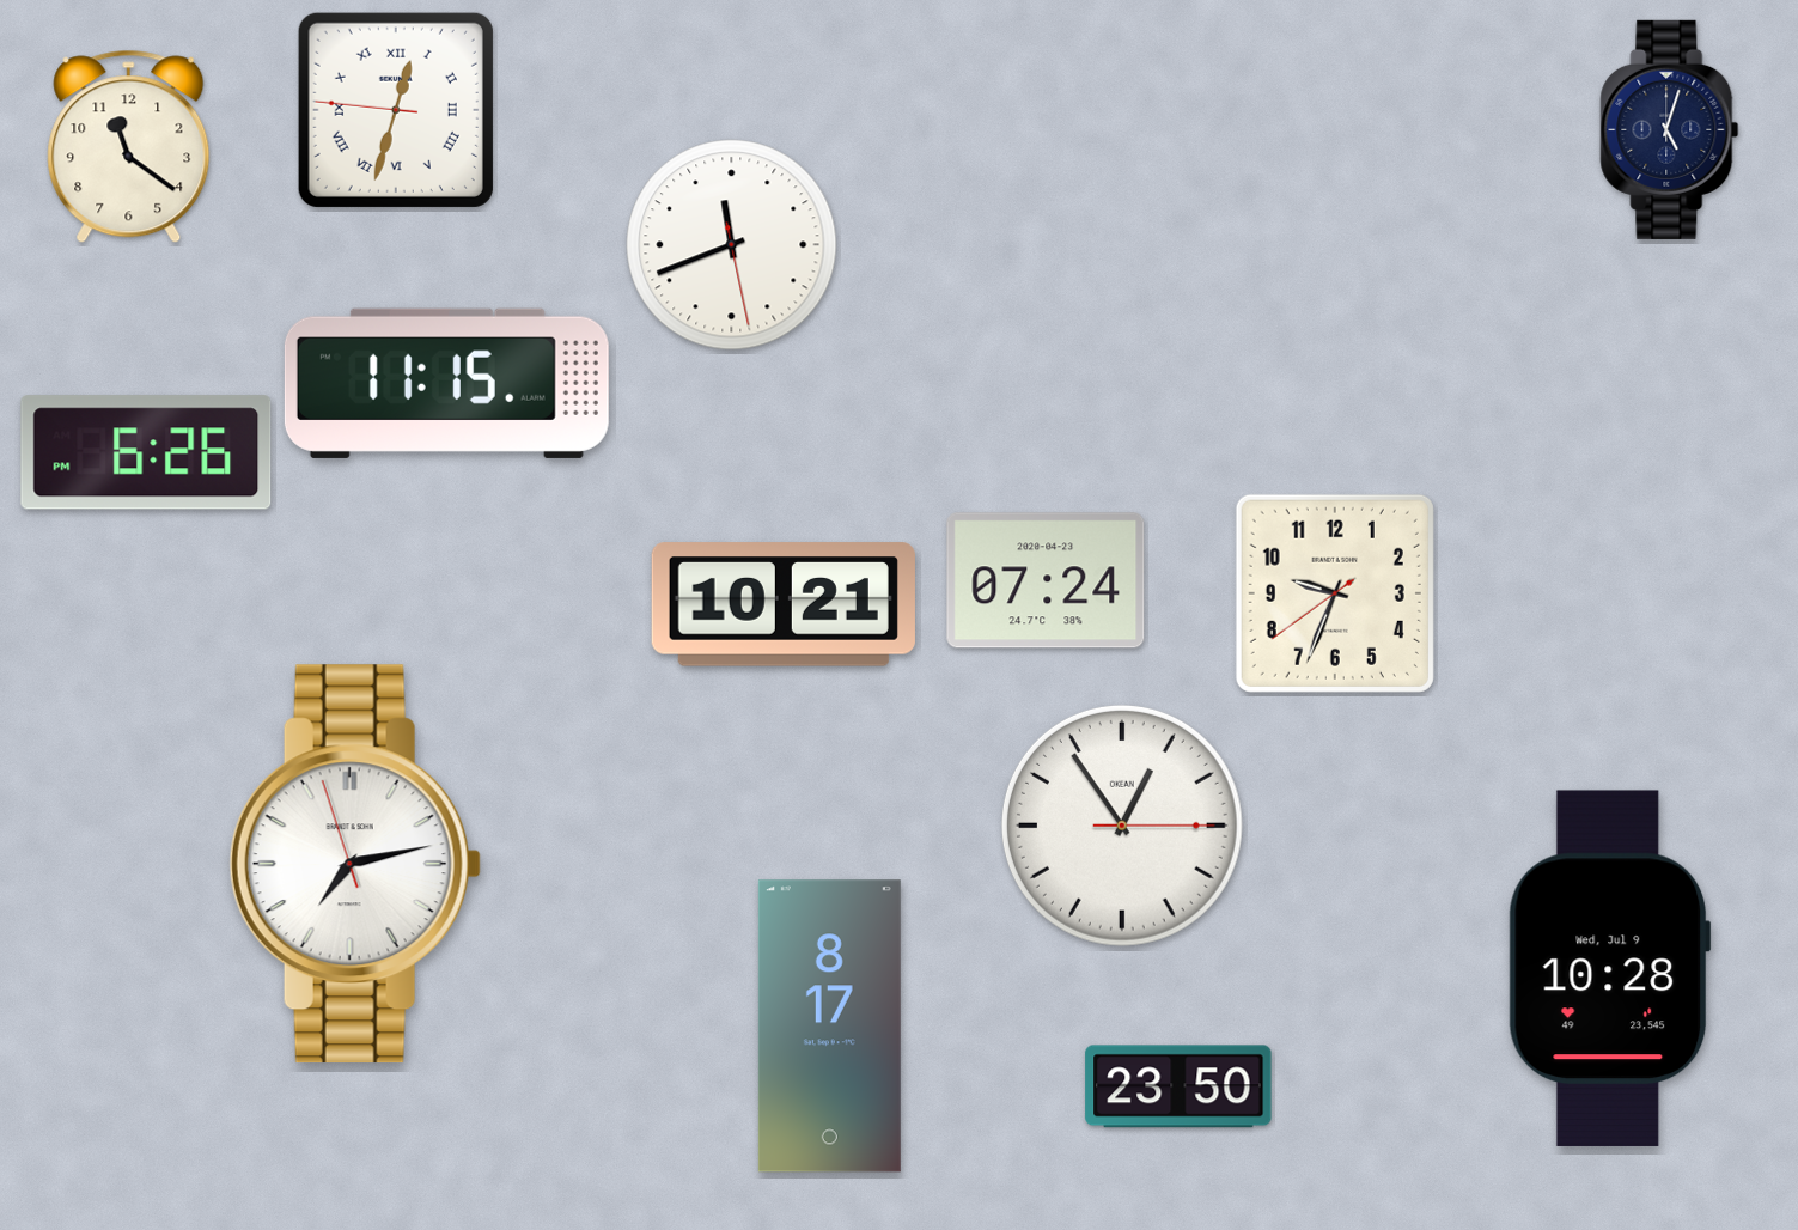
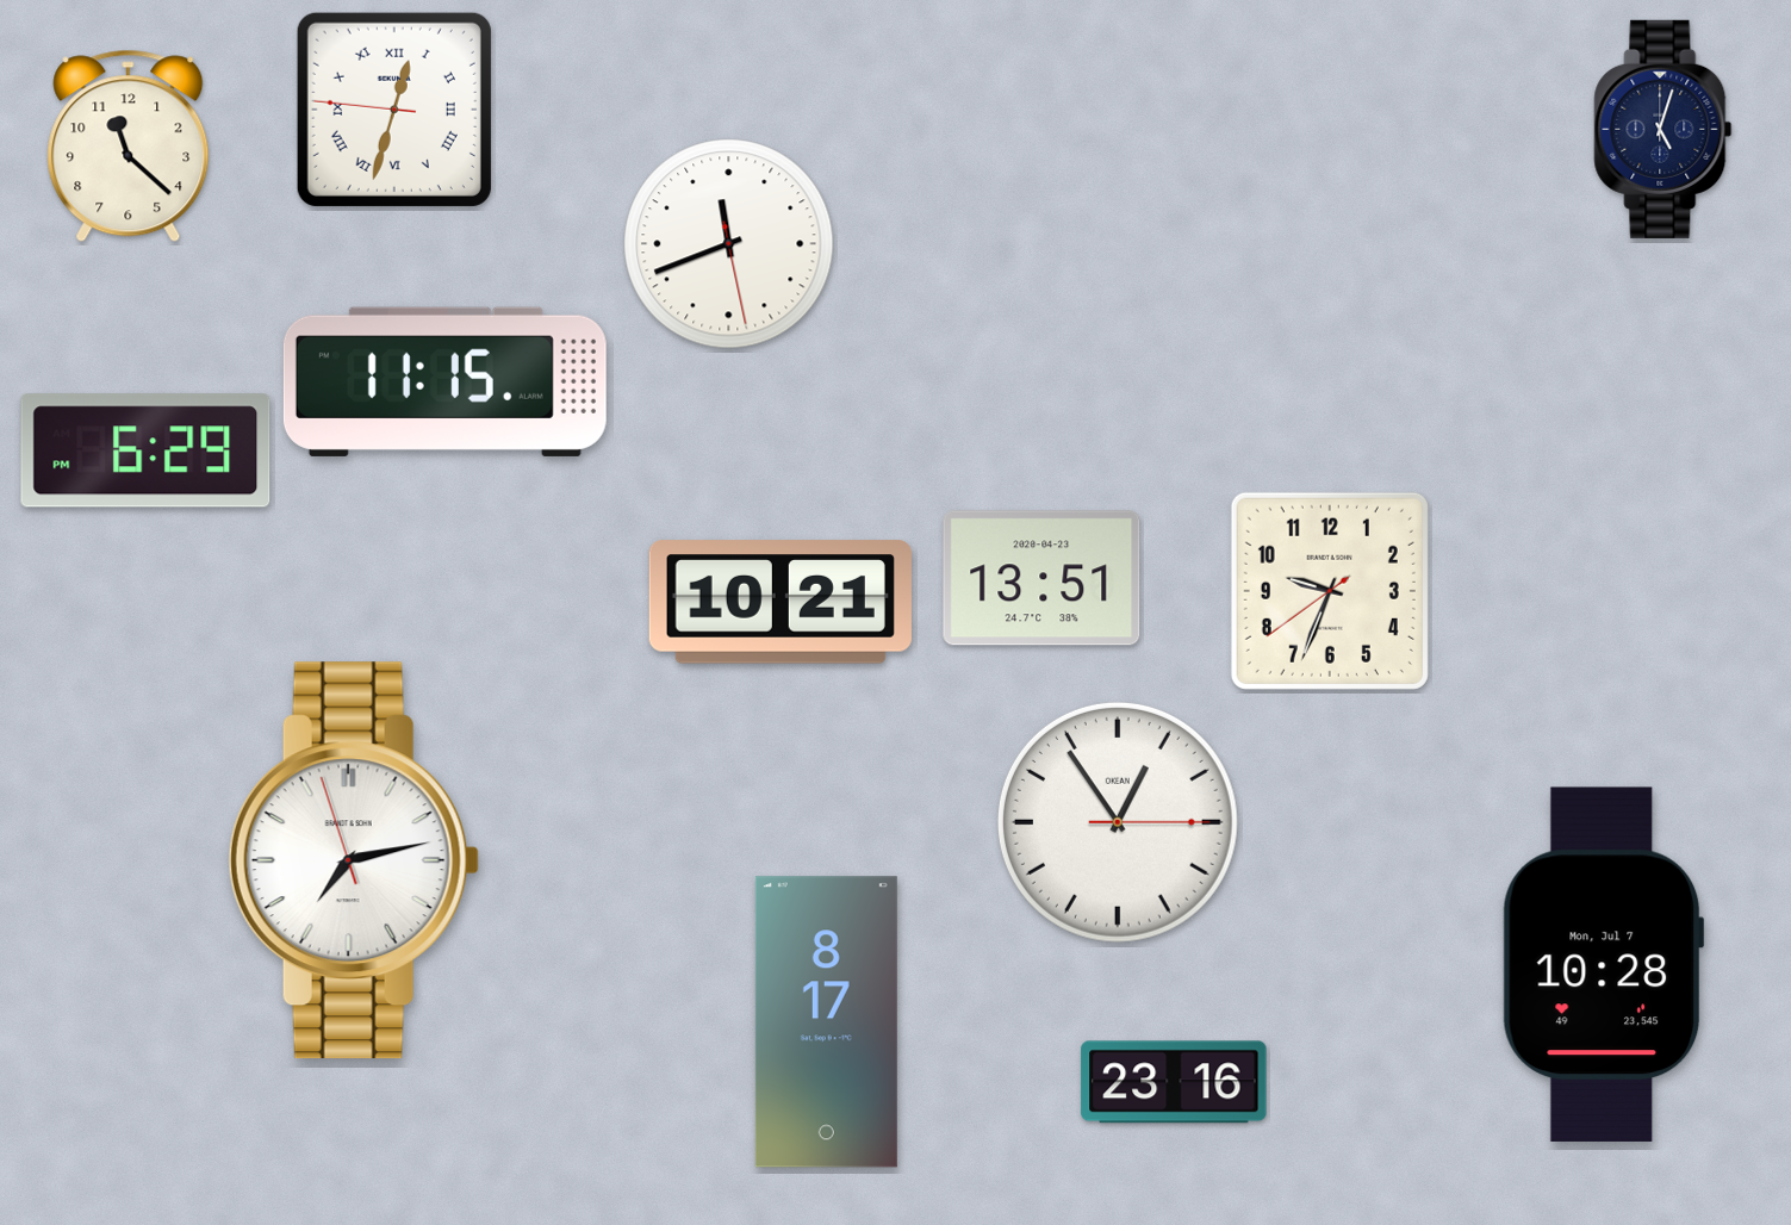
clock at (129, 147): 11:21 -> 11:22
clock at (146, 452): 6:26 -> 6:29
clock at (1046, 580): 07:24 -> 13:51
clock at (1609, 968) date: Wed, Jul 9 -> Mon, Jul 7
clock at (1178, 1086): 23:50 -> 23:16
